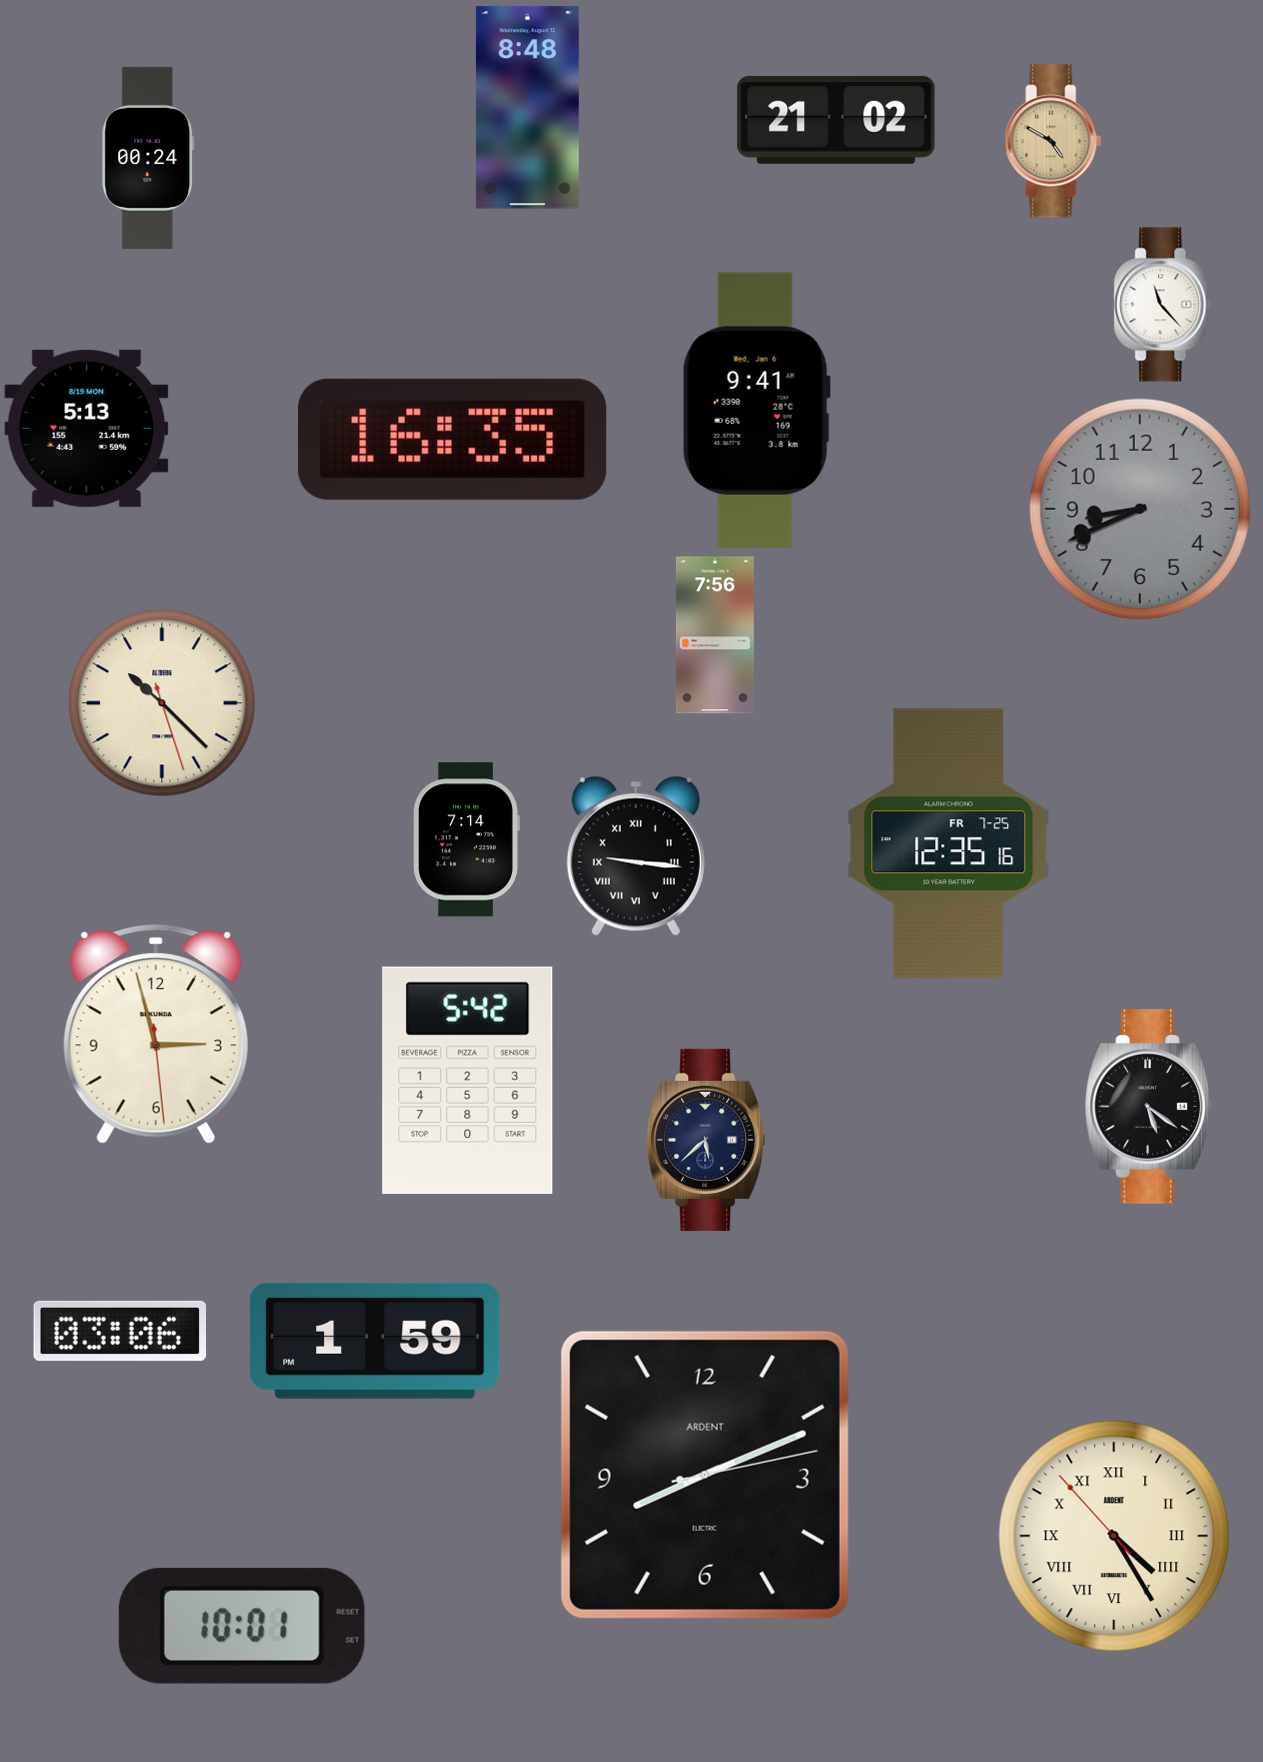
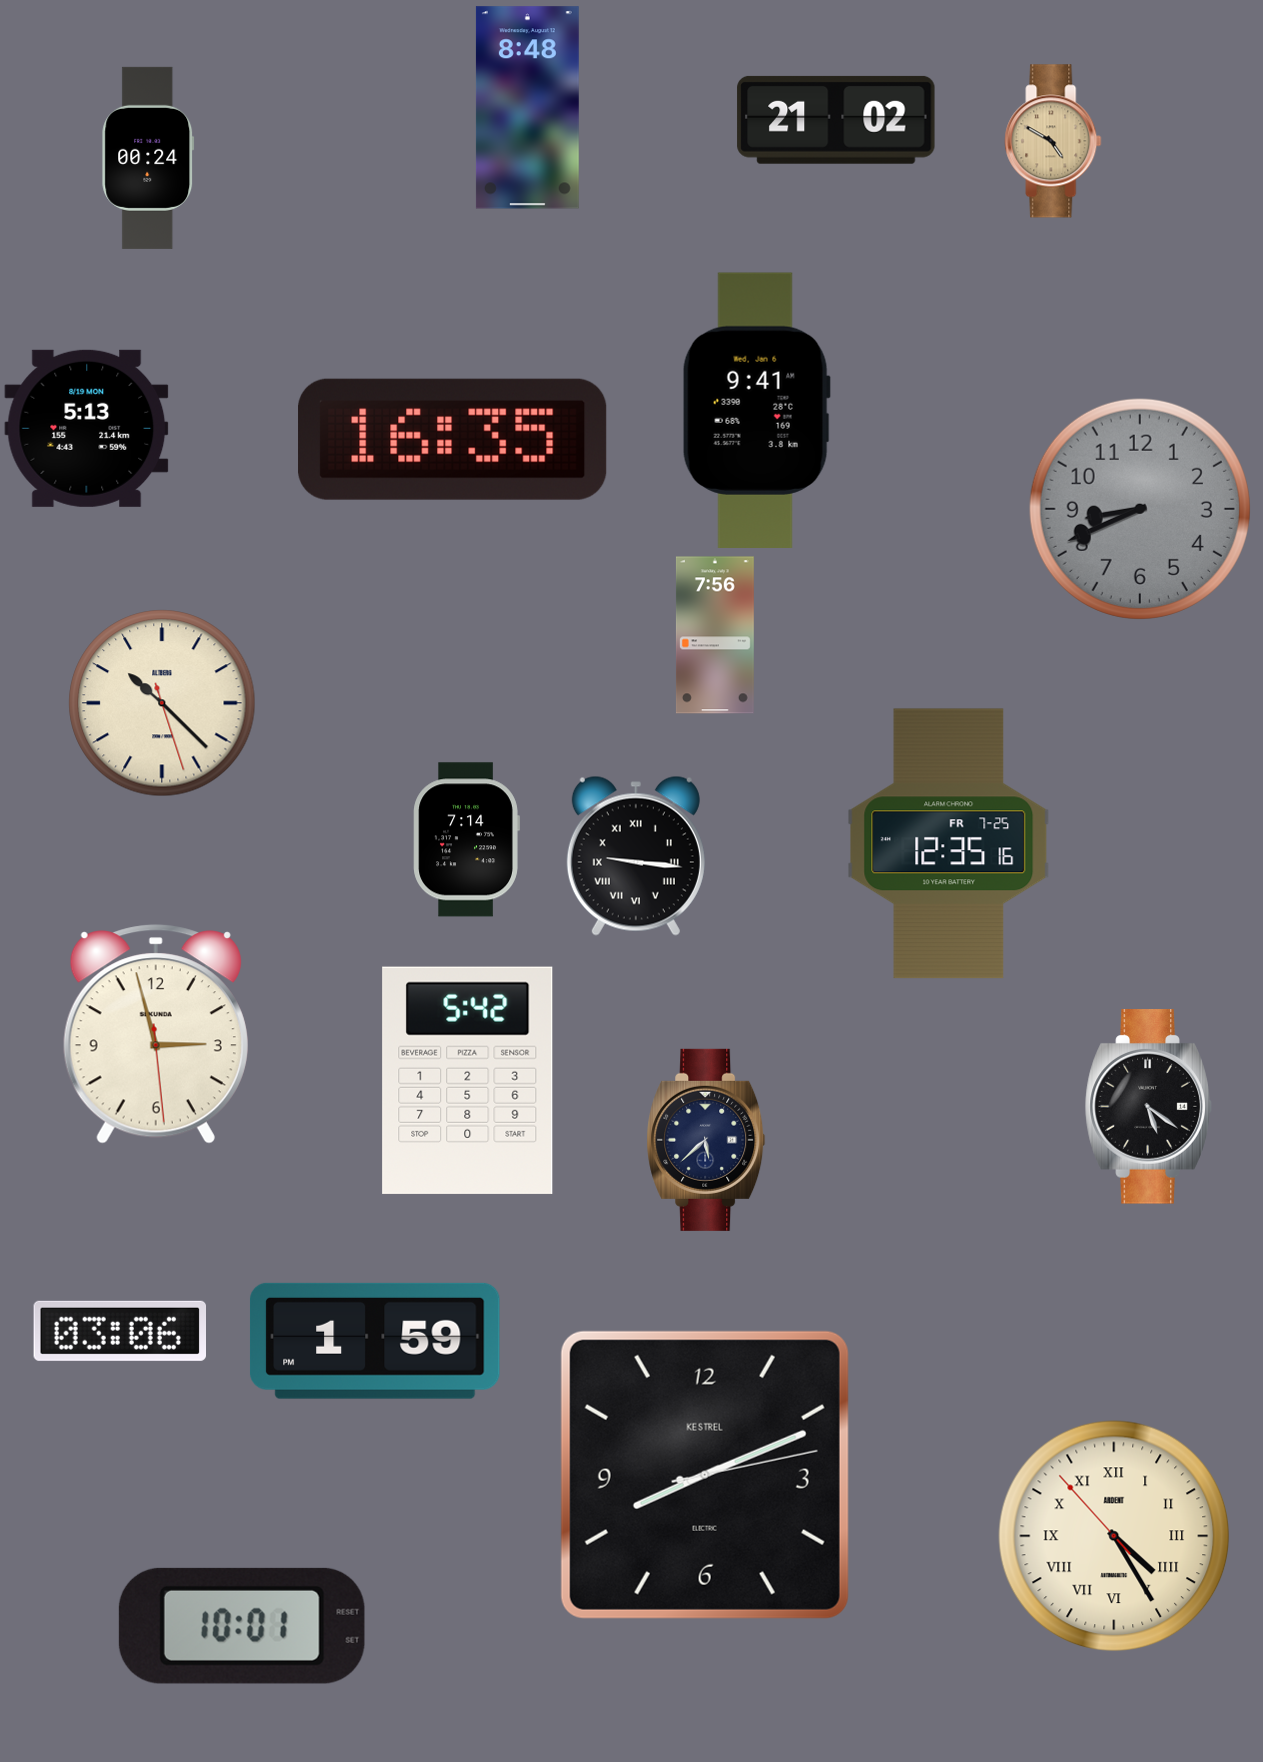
clock at (1163, 305): 11:23 -> none
clock at (705, 1475) brand: ARDENT -> KESTREL
